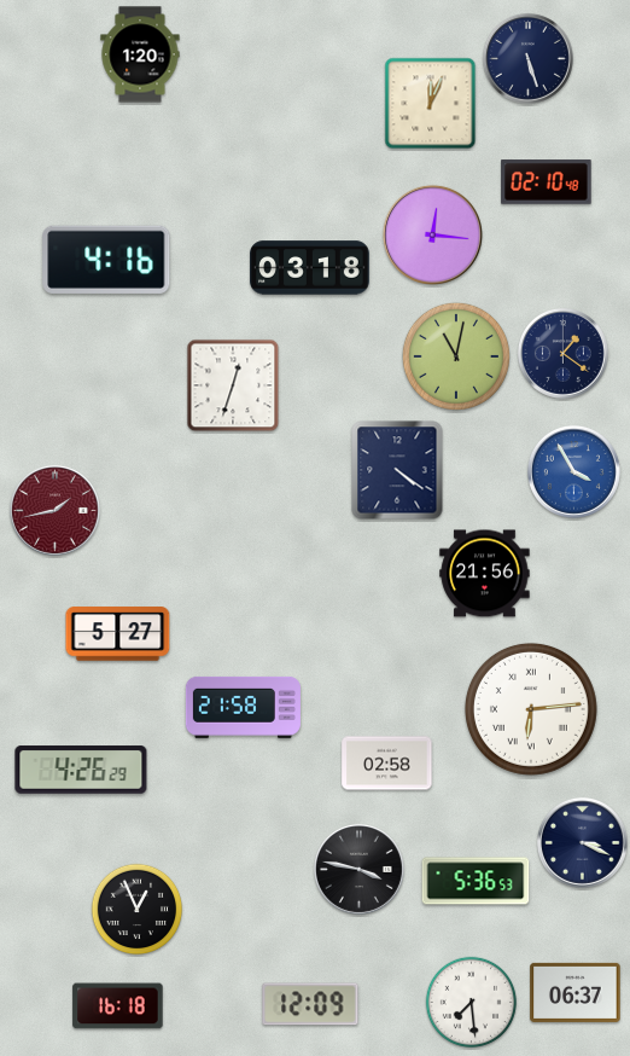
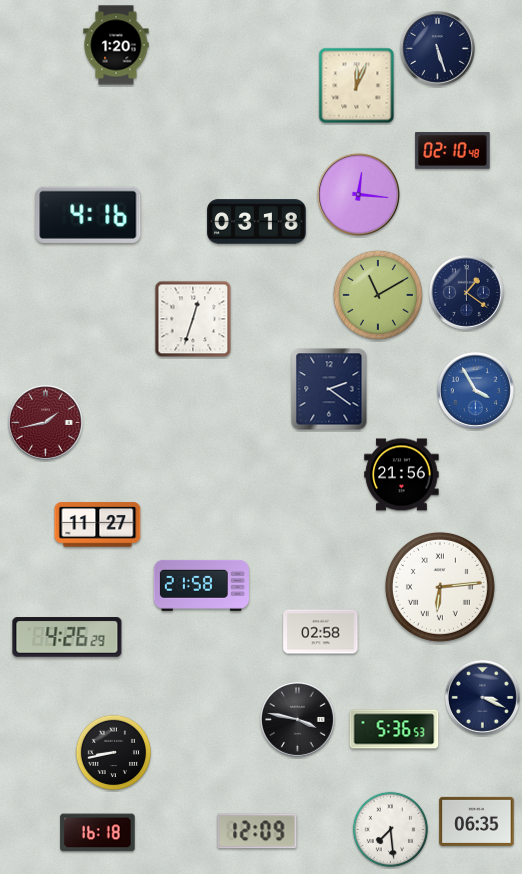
clock at (456, 356): 11:02 -> 11:10
clock at (397, 470): 4:21 -> 2:21
clock at (118, 634): 5:27 -> 11:27
clock at (138, 910): 12:56 -> 8:43
clock at (576, 992): 06:37 -> 06:35
